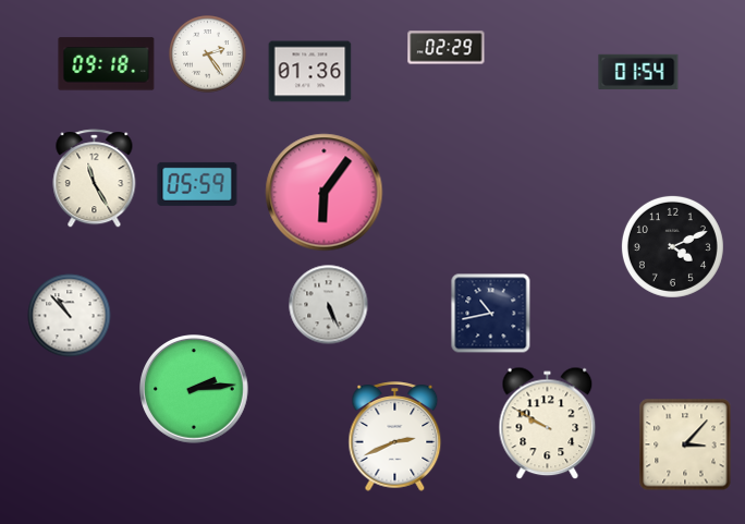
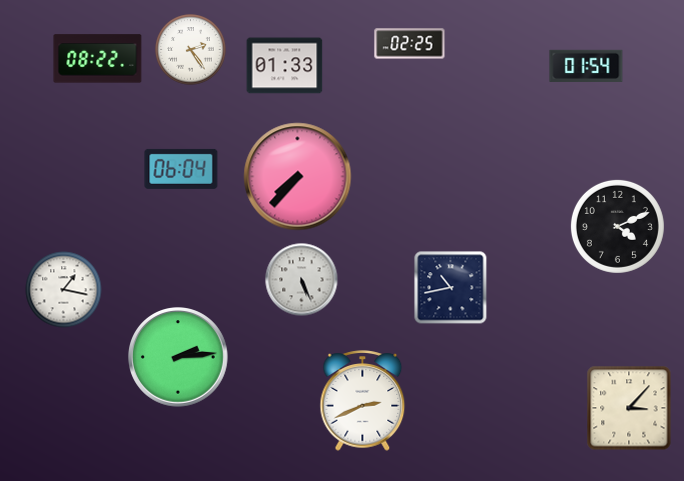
clock at (447, 48): 02:29 -> 02:25
clock at (107, 64): 09:18 -> 08:22
clock at (310, 72): 01:36 -> 01:33
clock at (95, 179): 11:25 -> none
clock at (197, 184): 05:59 -> 06:04
clock at (325, 193): 6:06 -> 7:37
clock at (70, 316): 10:53 -> 1:17
clock at (548, 424): 9:50 -> none
